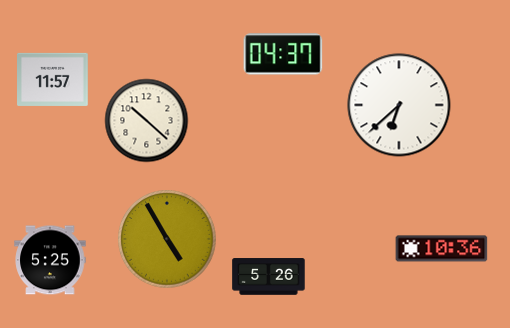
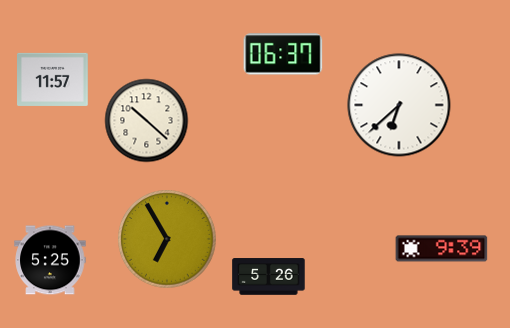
clock at (283, 54): 04:37 -> 06:37
clock at (167, 239): 4:55 -> 6:55
clock at (442, 249): 10:36 -> 9:39
